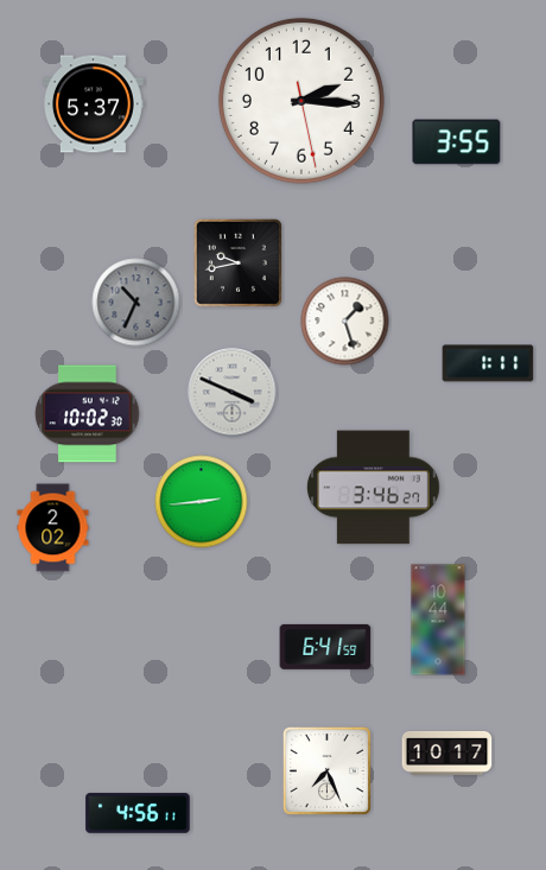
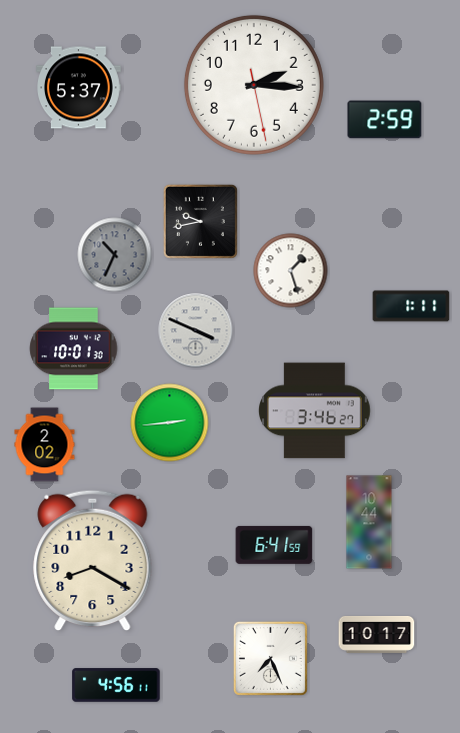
clock at (457, 142): 3:55 -> 2:59
clock at (88, 414): 10:02 -> 10:01
clock at (93, 561): none -> 8:20
clock at (326, 770) position: (326, 770) -> (270, 658)
